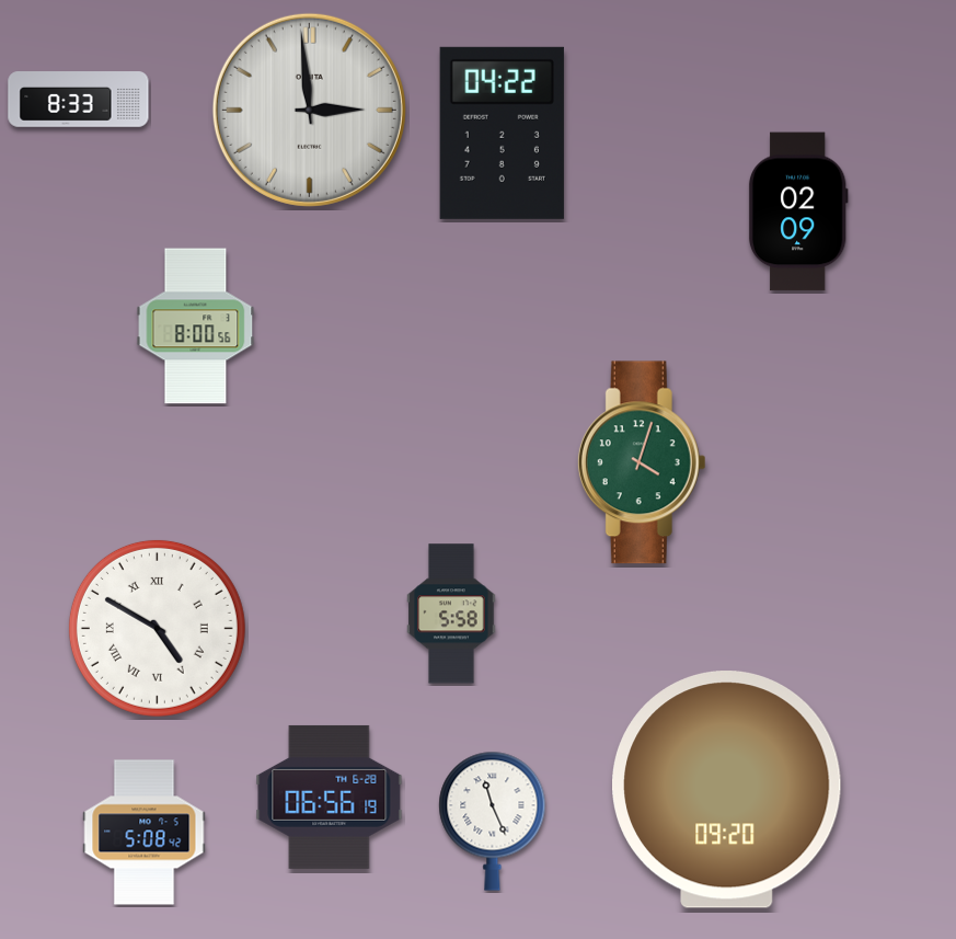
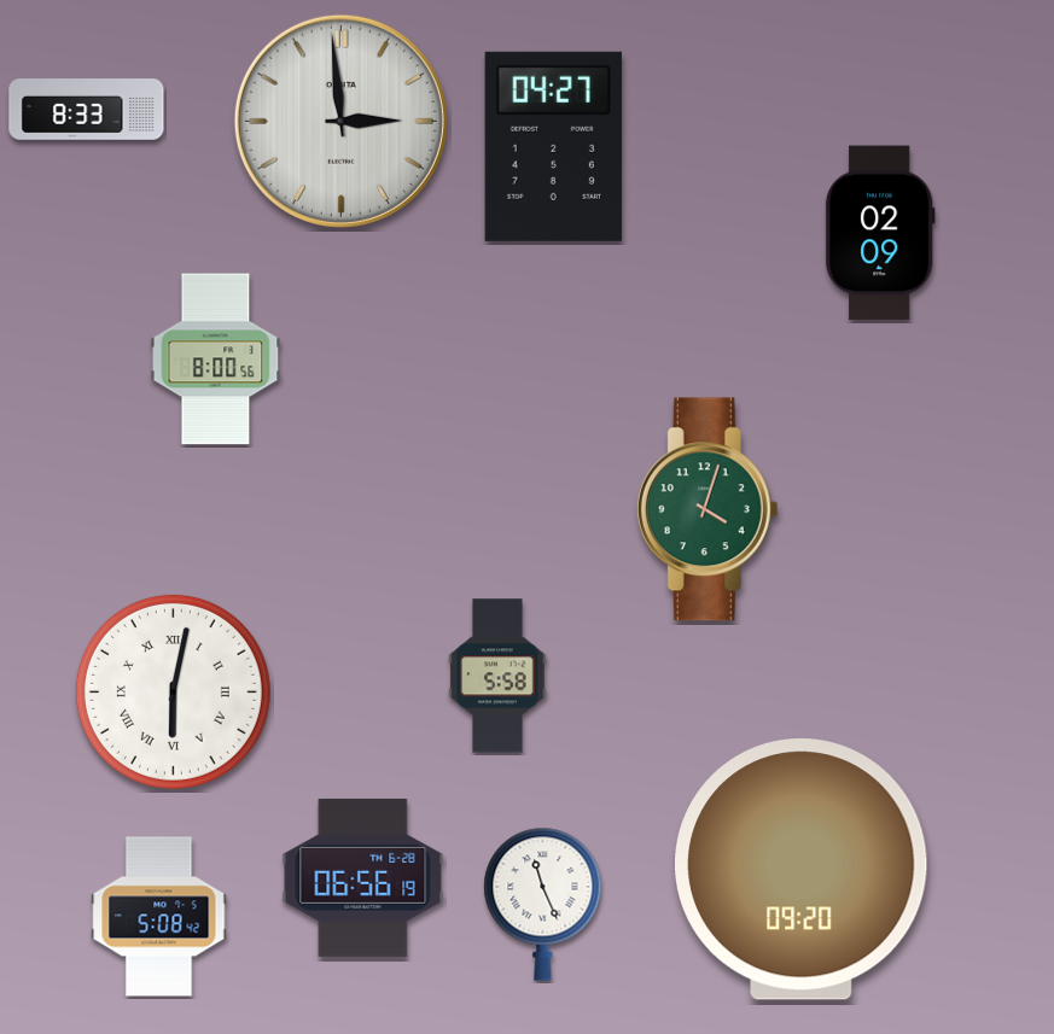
clock at (502, 133): 04:22 -> 04:27
clock at (157, 628): 4:50 -> 6:02
